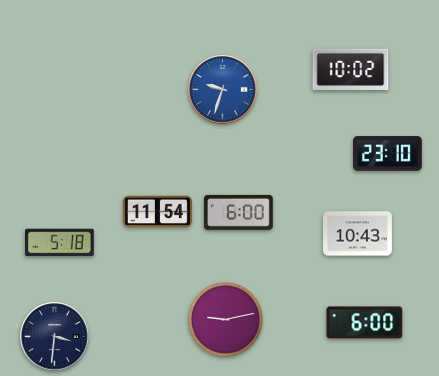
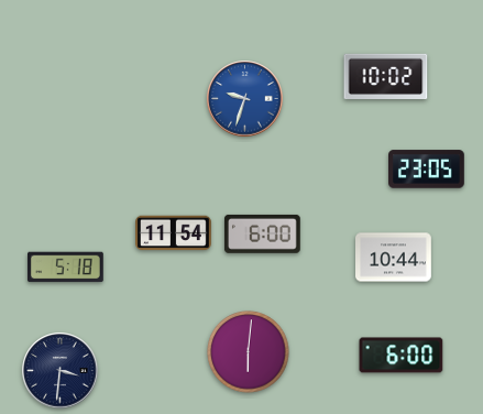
clock at (388, 154): 23:10 -> 23:05
clock at (358, 234): 10:43 -> 10:44
clock at (226, 320): 9:13 -> 6:01
